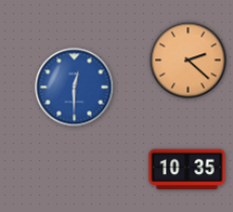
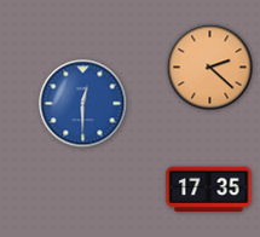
clock at (75, 88) position: (75, 88) -> (83, 104)
clock at (187, 169): 10:35 -> 17:35
